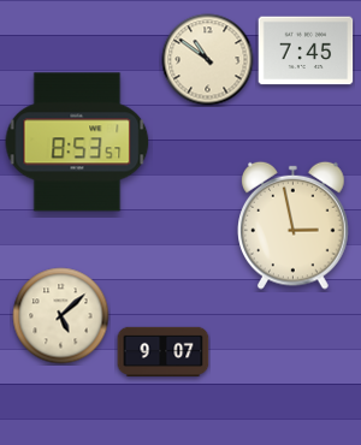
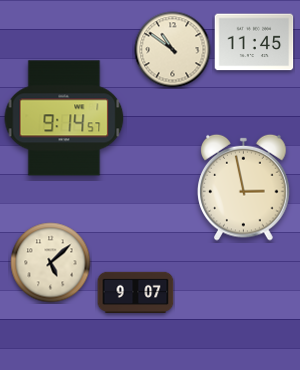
clock at (306, 51): 7:45 -> 11:45
clock at (77, 142): 8:53 -> 9:14
